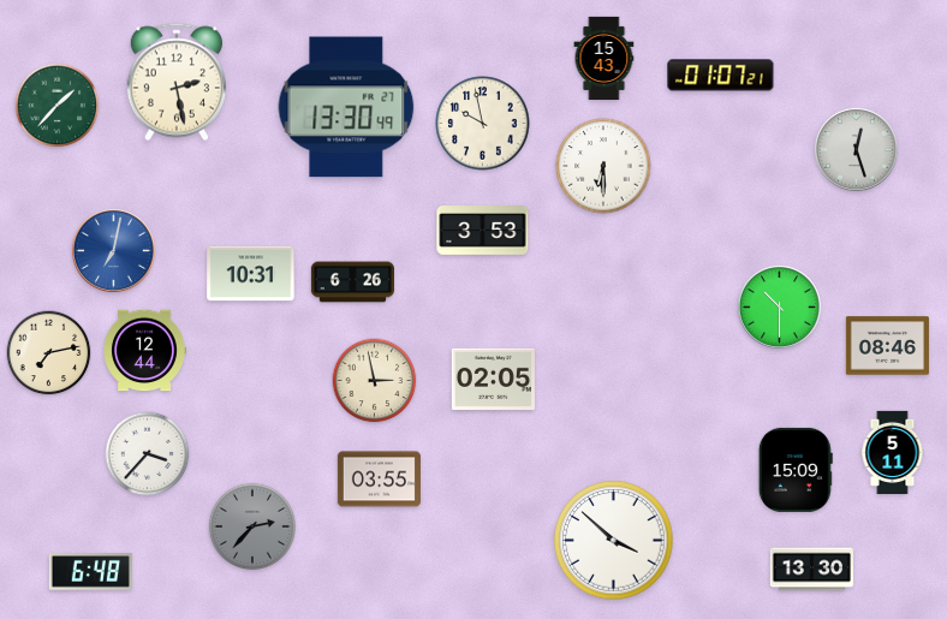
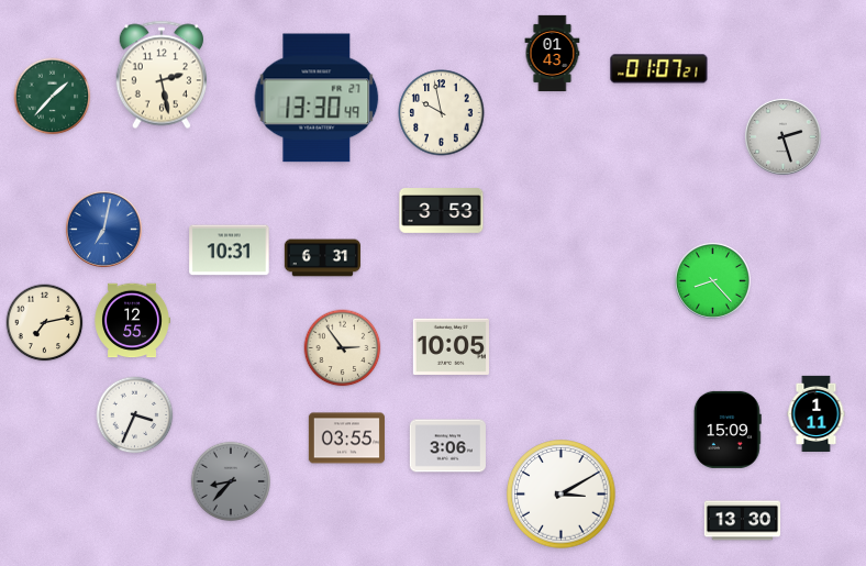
clock at (604, 58): 15:43 -> 01:43
clock at (856, 149): 12:27 -> 2:27
clock at (603, 166): 6:30 -> none
clock at (352, 282): 6:26 -> 6:31
clock at (779, 306): 10:30 -> 8:23
clock at (887, 346): 08:46 -> none
clock at (144, 351): 12:44 -> 12:55
clock at (493, 379): 02:05 -> 10:05
clock at (375, 381): 2:58 -> 2:54
clock at (893, 452): 5:11 -> 1:11
clock at (148, 454): 3:37 -> 3:34
clock at (447, 446): none -> 3:06
clock at (251, 525): 2:37 -> 8:37
clock at (614, 541): 3:52 -> 3:10
clock at (90, 572): 6:48 -> none
